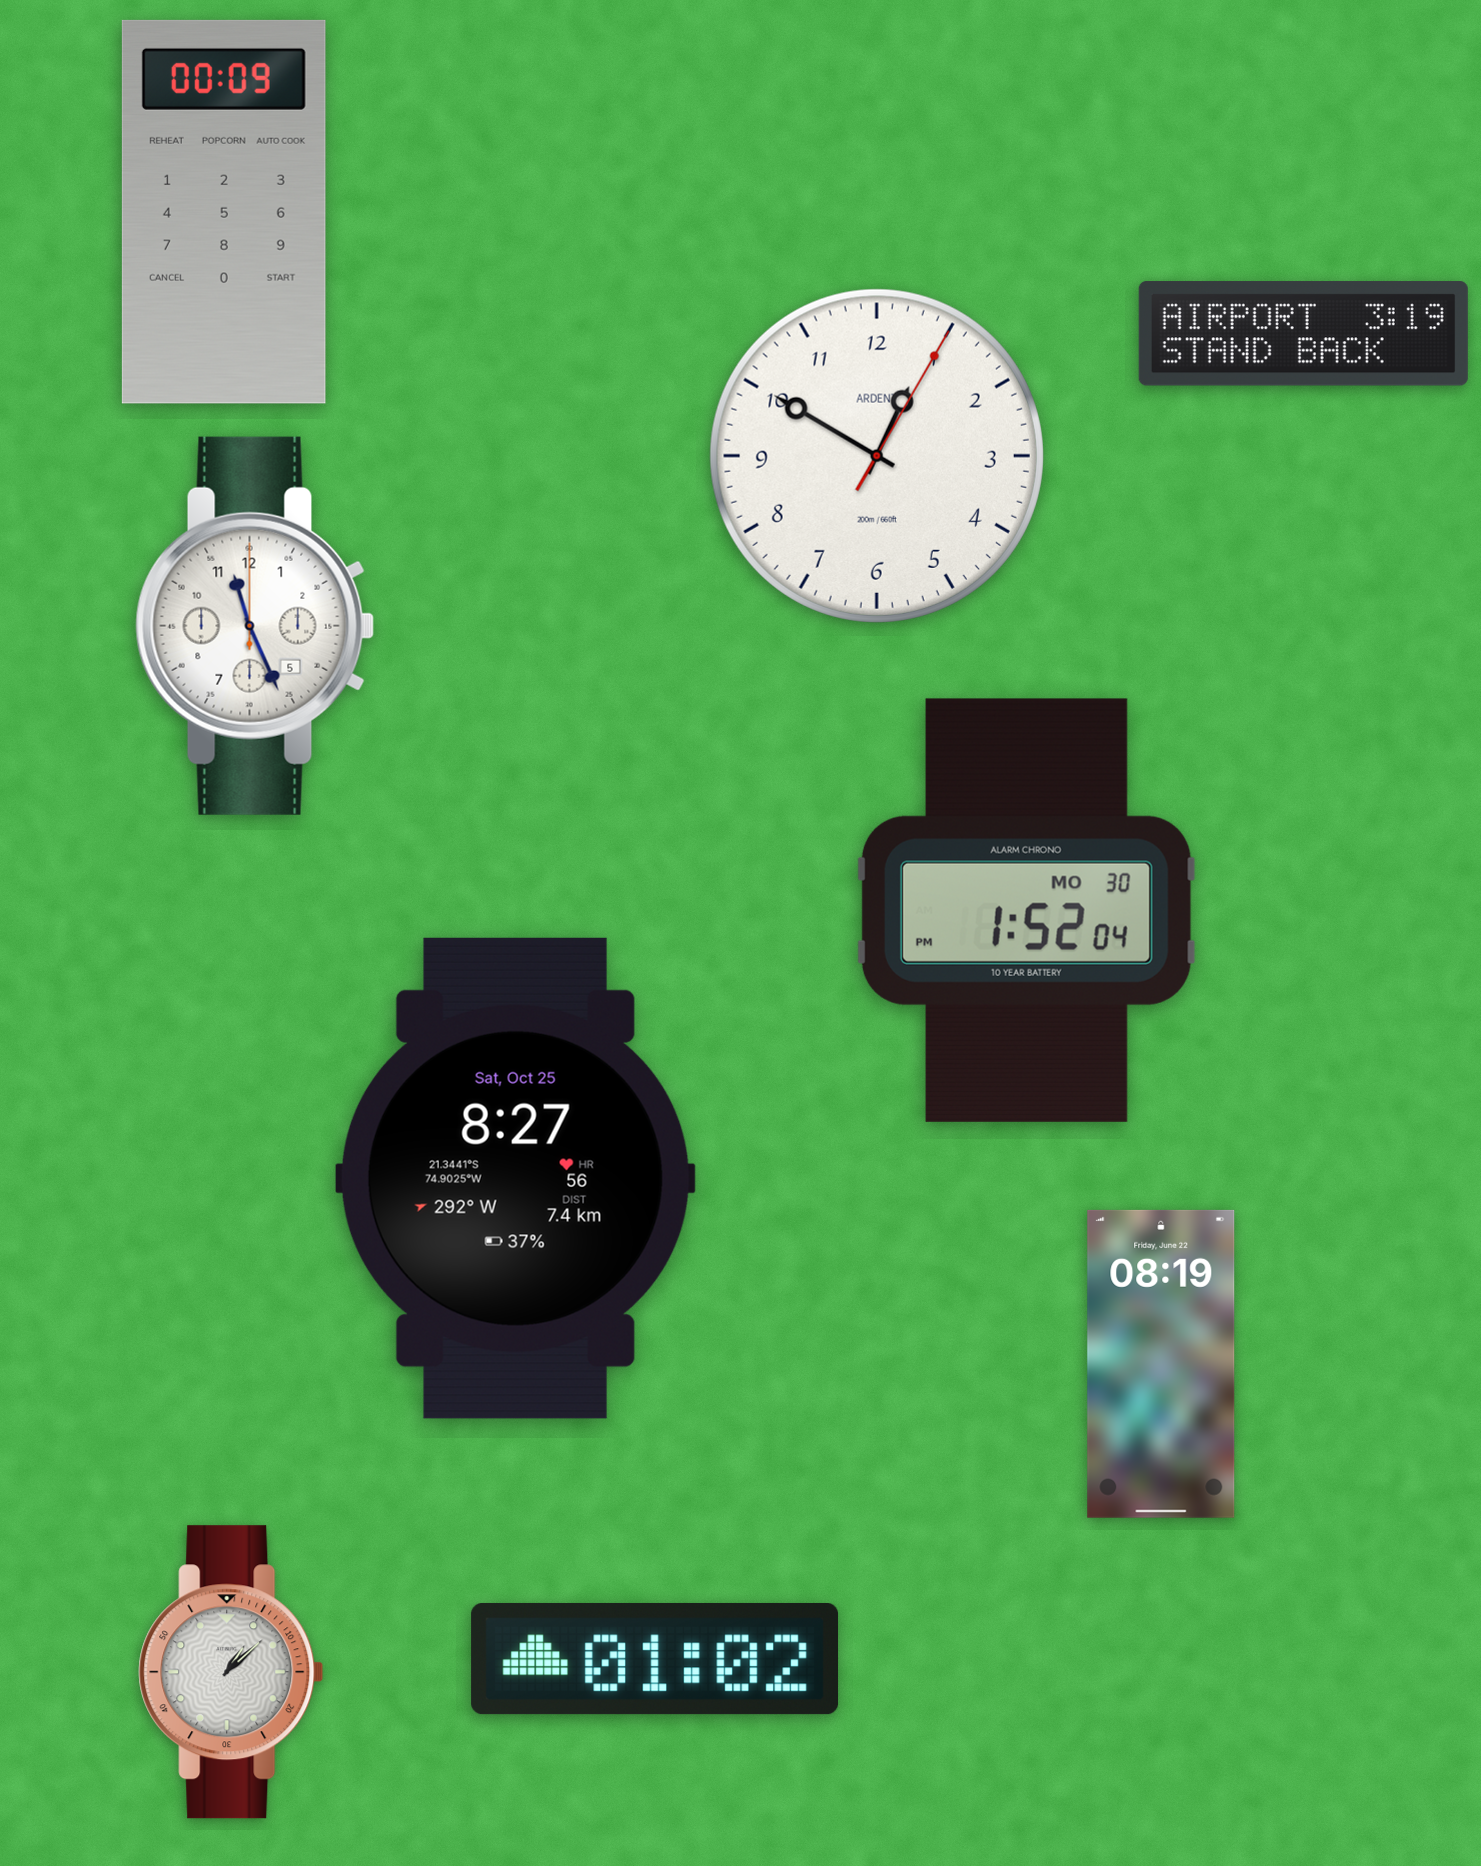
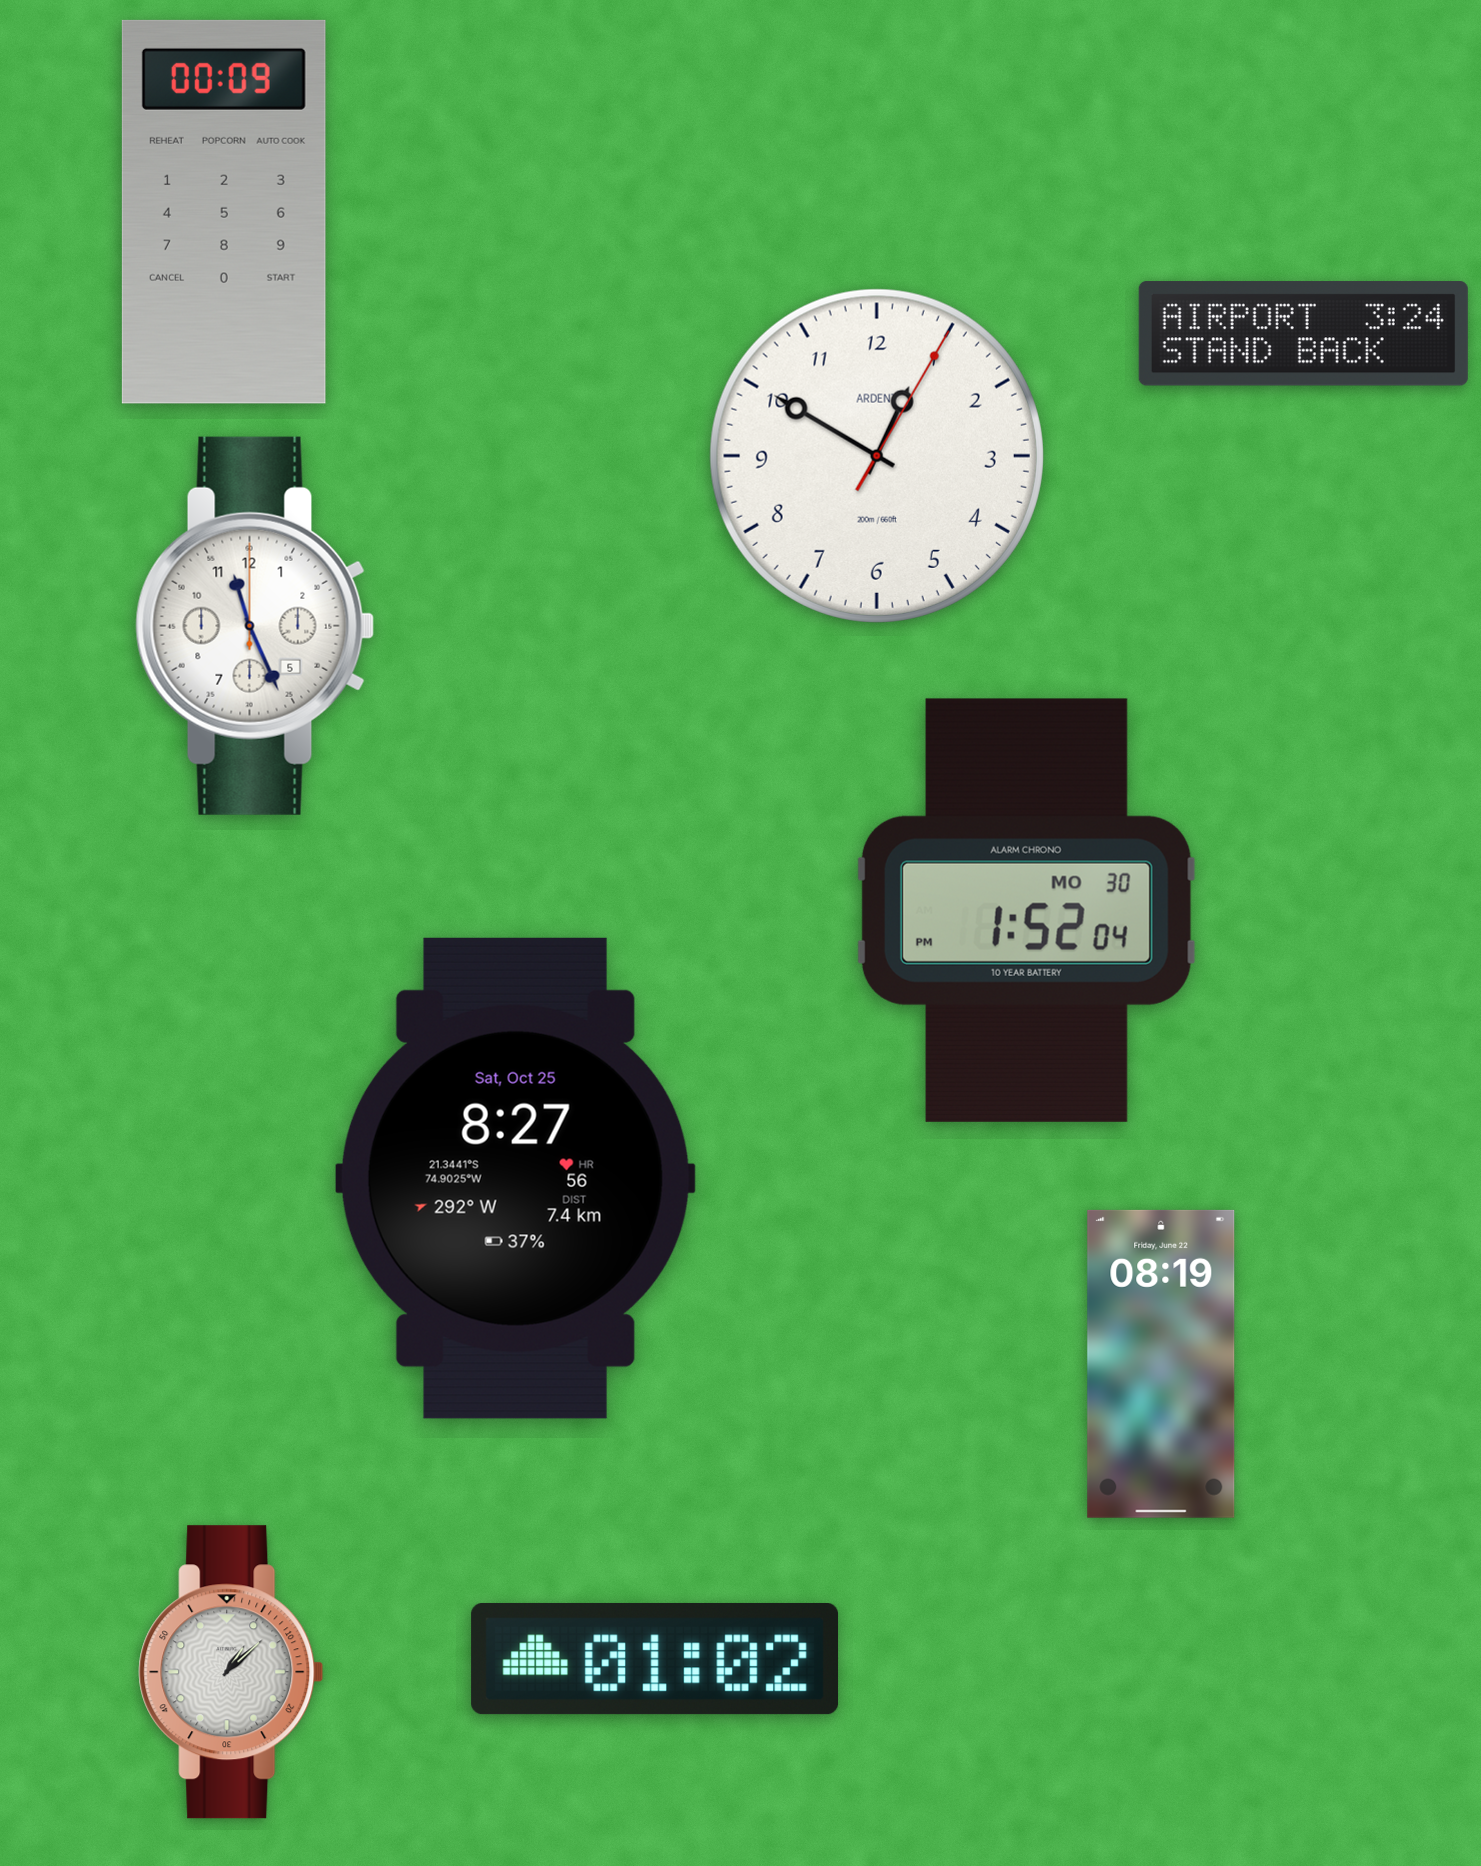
clock at (1303, 334): 3:19 -> 3:24
